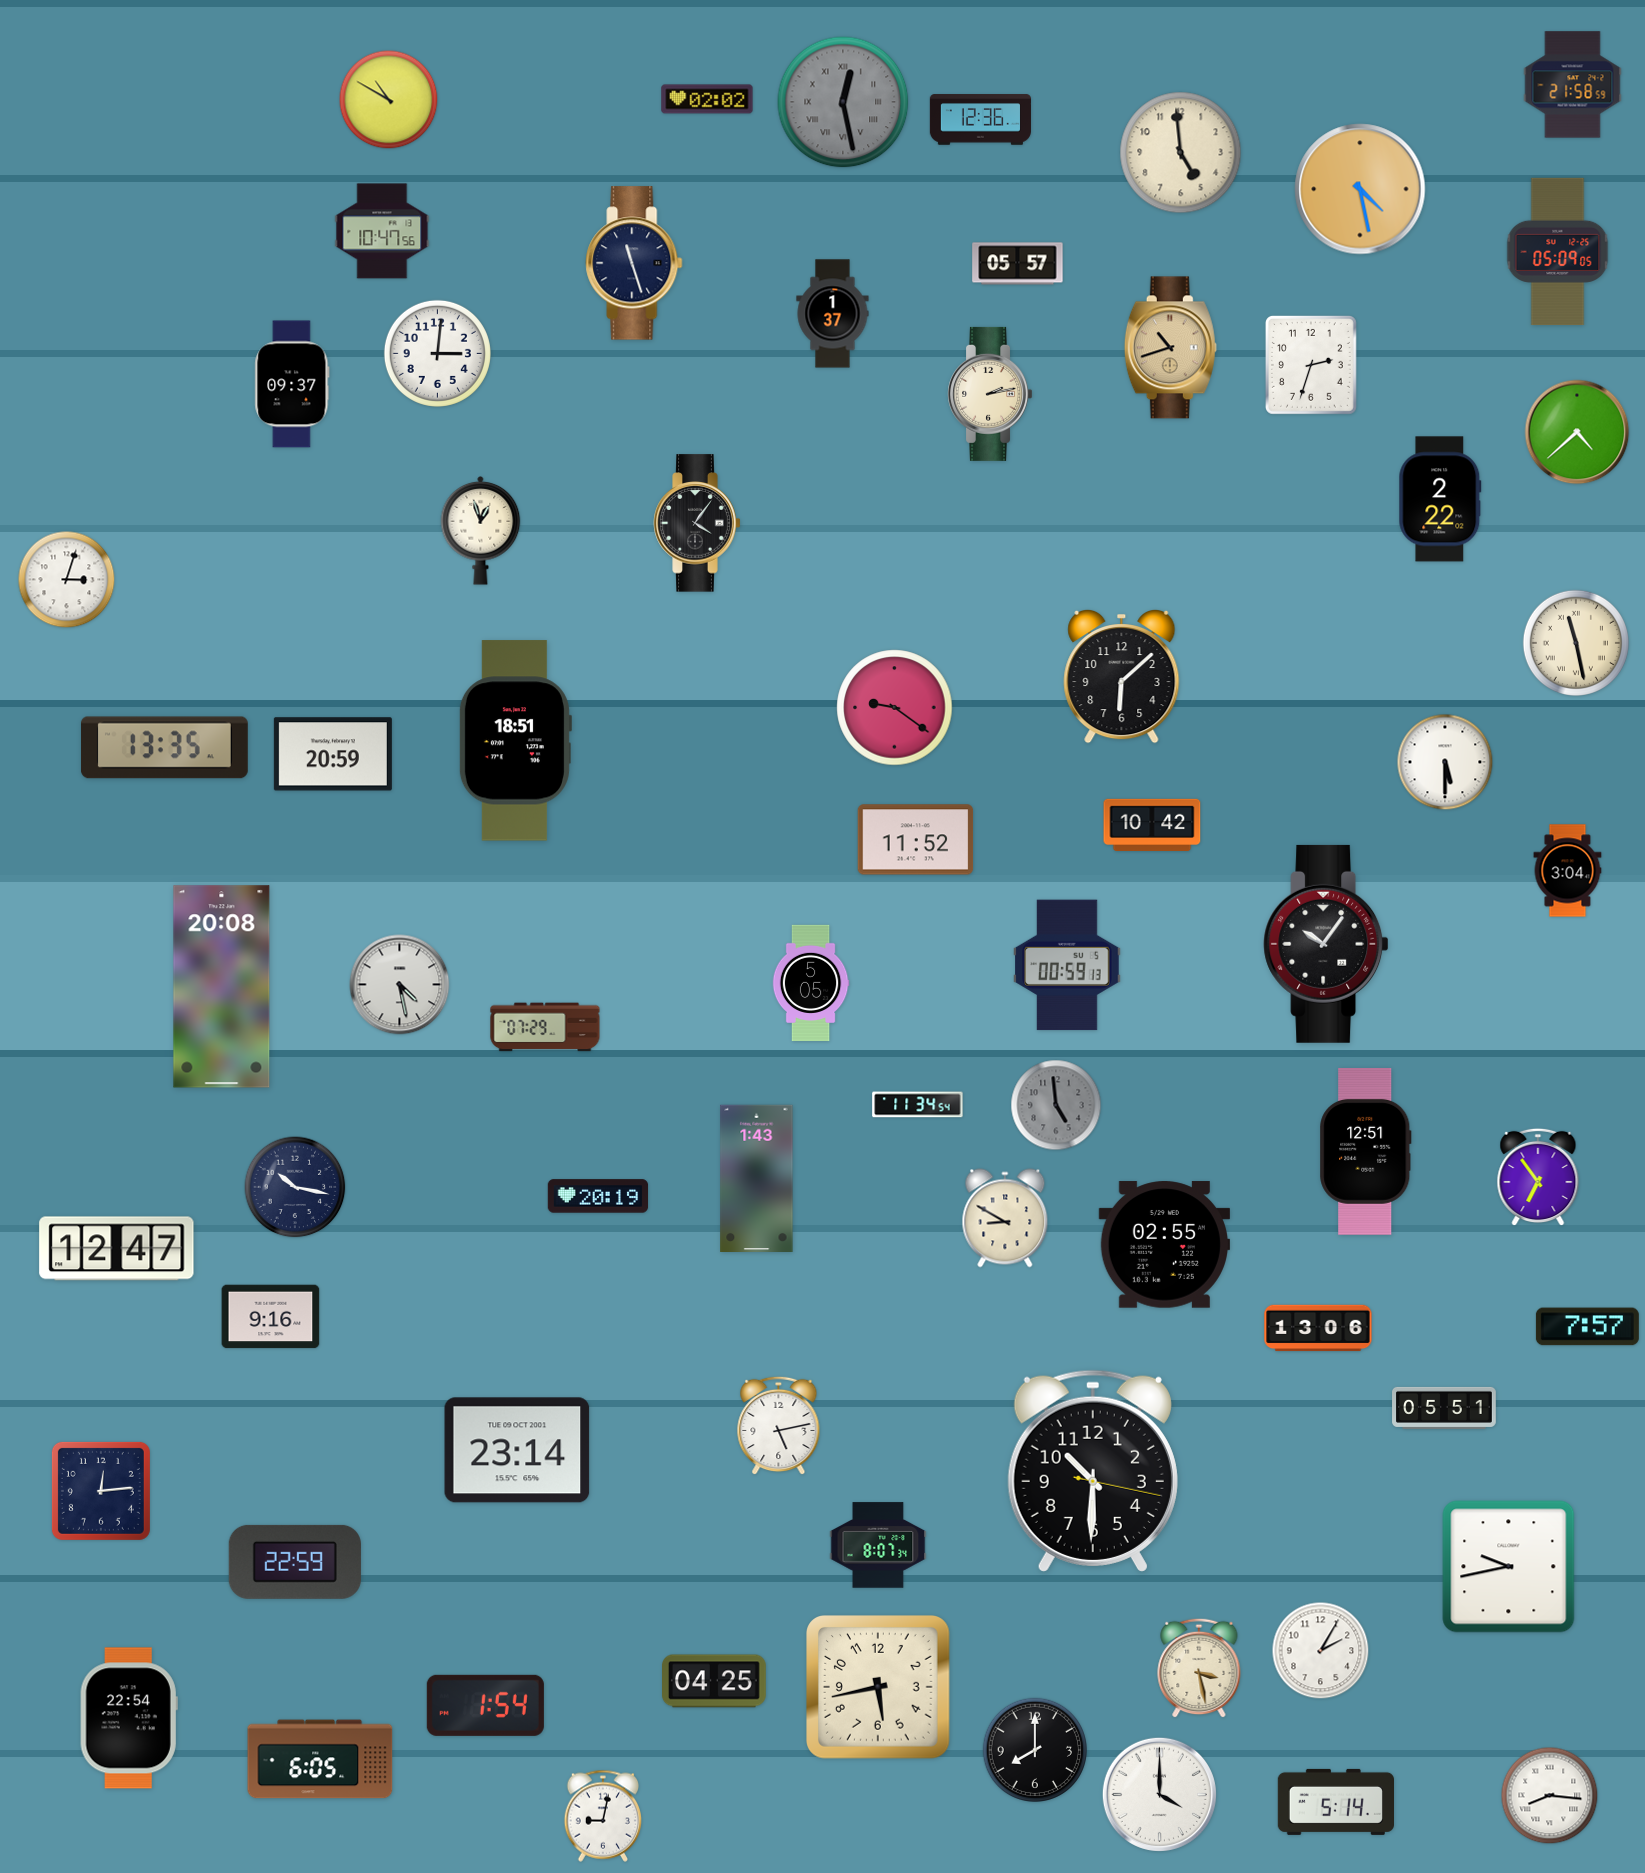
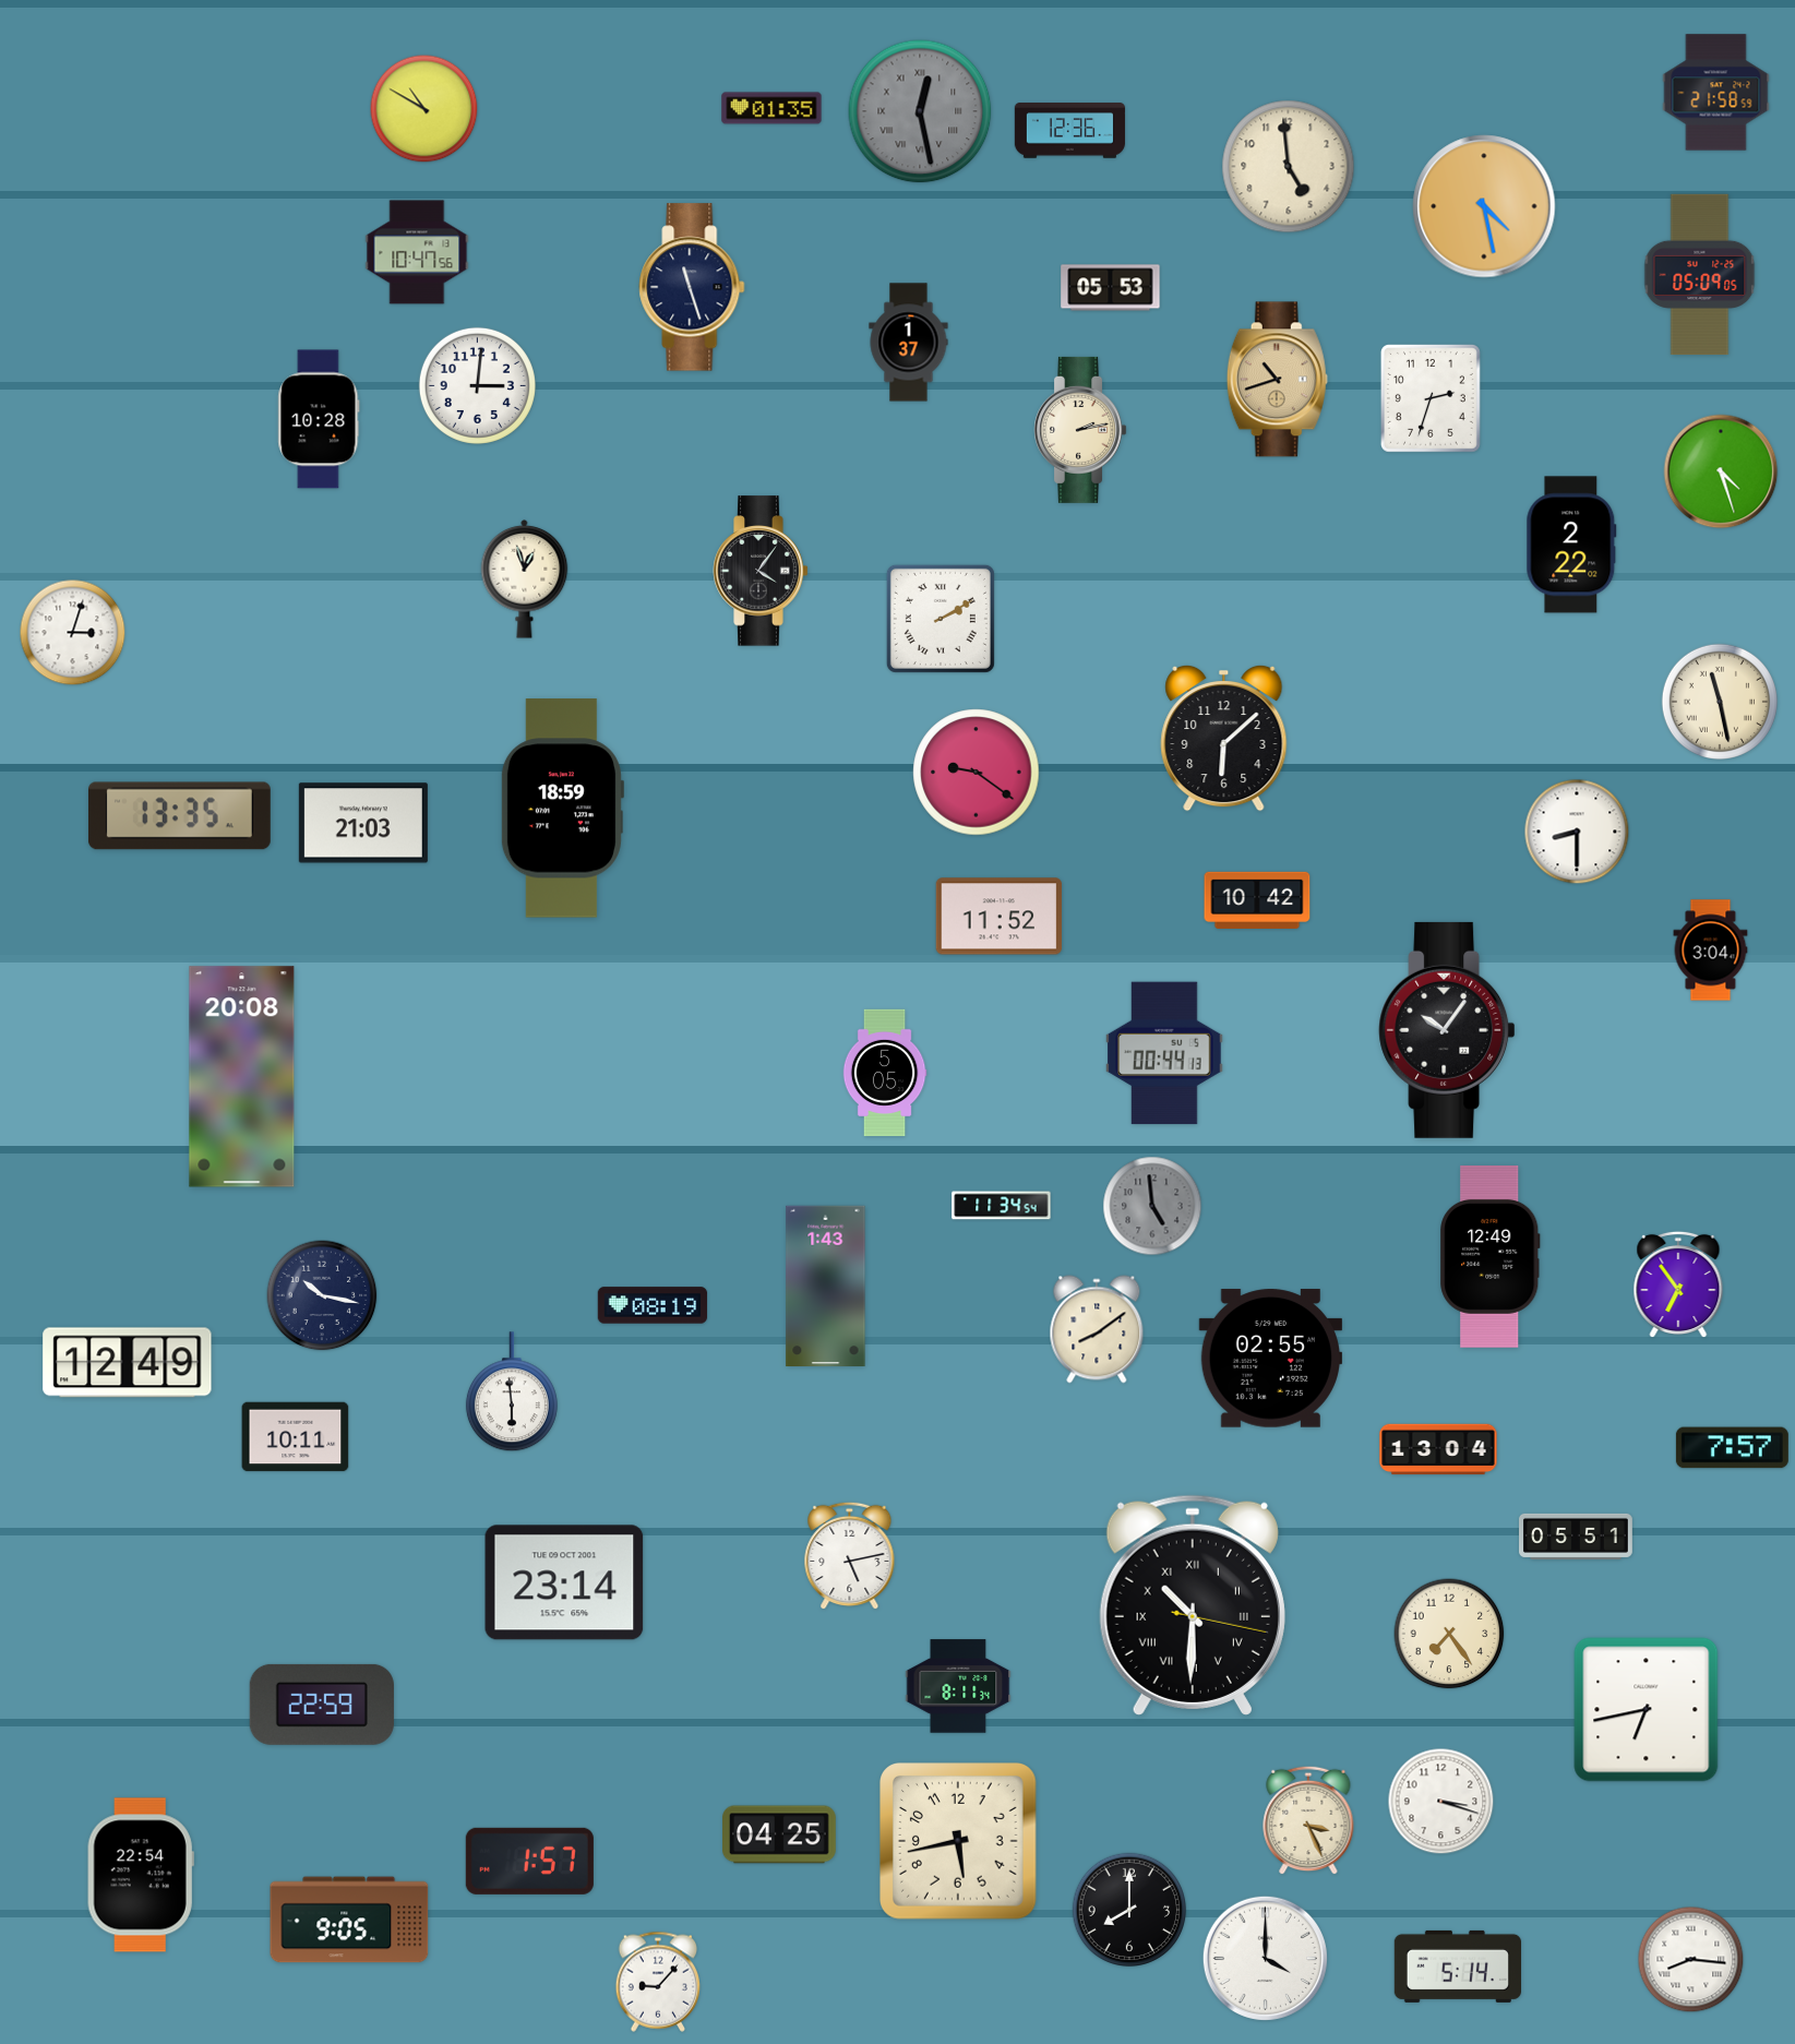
clock at (707, 99): 02:02 -> 01:35
clock at (1018, 264): 05:57 -> 05:53
clock at (292, 384): 09:37 -> 10:28
clock at (1577, 432): 4:38 -> 4:27
clock at (941, 619): none -> 2:10
clock at (515, 741): 18:51 -> 18:59
clock at (333, 754): 20:59 -> 21:03
clock at (1445, 762): 5:30 -> 8:30
clock at (1067, 965): 00:59 -> 00:44
clock at (400, 985): 4:28 -> none
clock at (545, 1027): 07:29 -> none
clock at (1366, 1151): 12:51 -> 12:49
clock at (598, 1196): 20:19 -> 08:19
clock at (1005, 1218): 8:50 -> 8:09
clock at (117, 1249): 12:47 -> 12:49
clock at (512, 1392): none -> 5:59
clock at (271, 1317): 9:16 -> 10:11
clock at (1318, 1328): 13:06 -> 13:04
clock at (1093, 1471) numerals: Arabic -> Roman
clock at (101, 1491): 12:14 -> none
clock at (1449, 1634): none -> 7:24
clock at (878, 1545): 8:07 -> 8:11
clock at (1509, 1567): 9:43 -> 6:43
clock at (1321, 1651): 2:05 -> 3:18
clock at (1199, 1668): 3:28 -> 3:26
clock at (485, 1705): 1:54 -> 1:57
clock at (320, 1759): 6:05 -> 9:05
clock at (603, 1816): 9:02 -> 9:07
